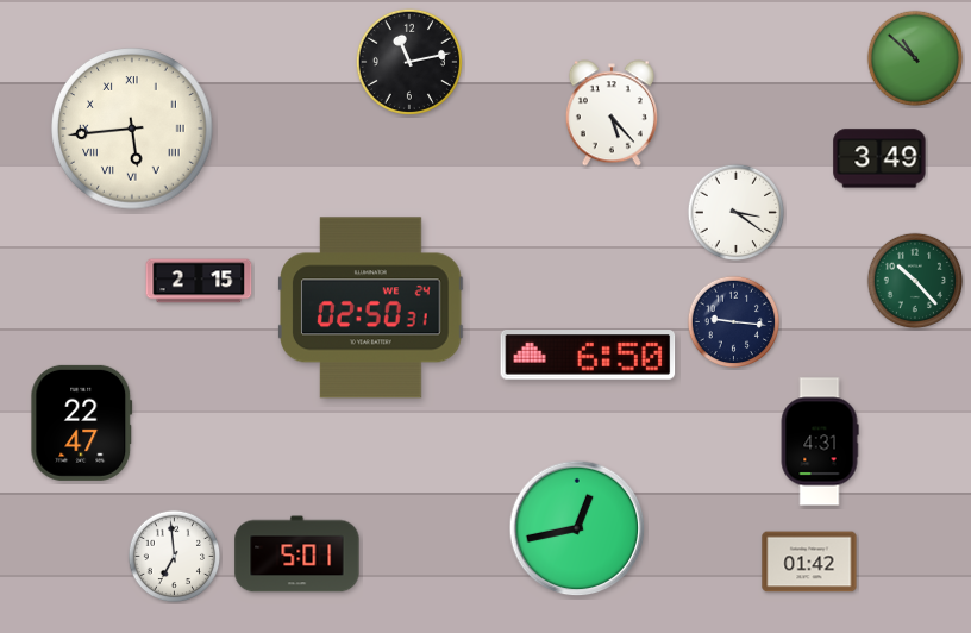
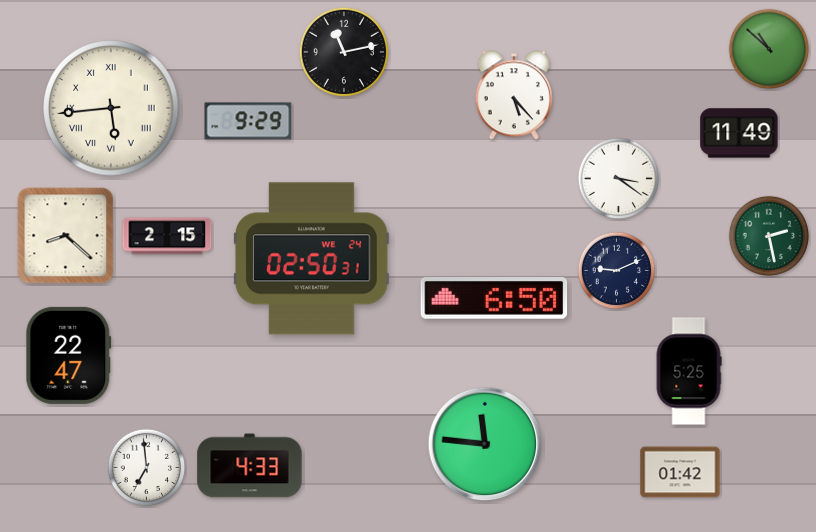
clock at (248, 121): none -> 9:29
clock at (879, 158): 3:49 -> 11:49
clock at (66, 236): none -> 8:22
clock at (915, 281): 10:23 -> 2:28
clock at (734, 322): 9:16 -> 9:11
clock at (820, 441): 4:31 -> 5:25
clock at (577, 528): 12:43 -> 11:46
clock at (297, 554): 5:01 -> 4:33
